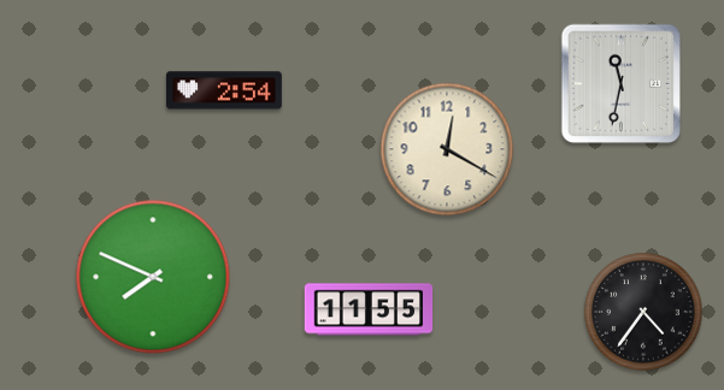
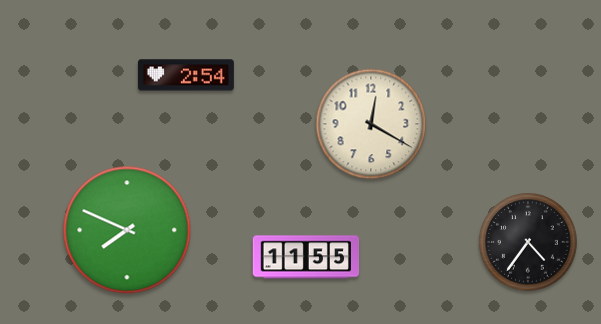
clock at (622, 84): 11:32 -> none
clock at (643, 312) position: (643, 312) -> (528, 242)
